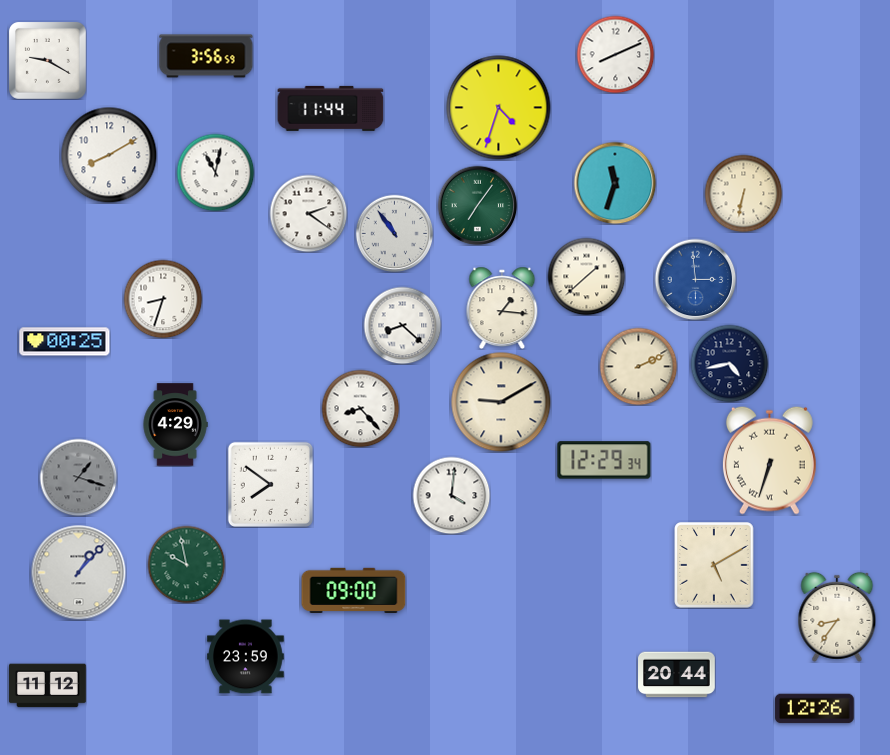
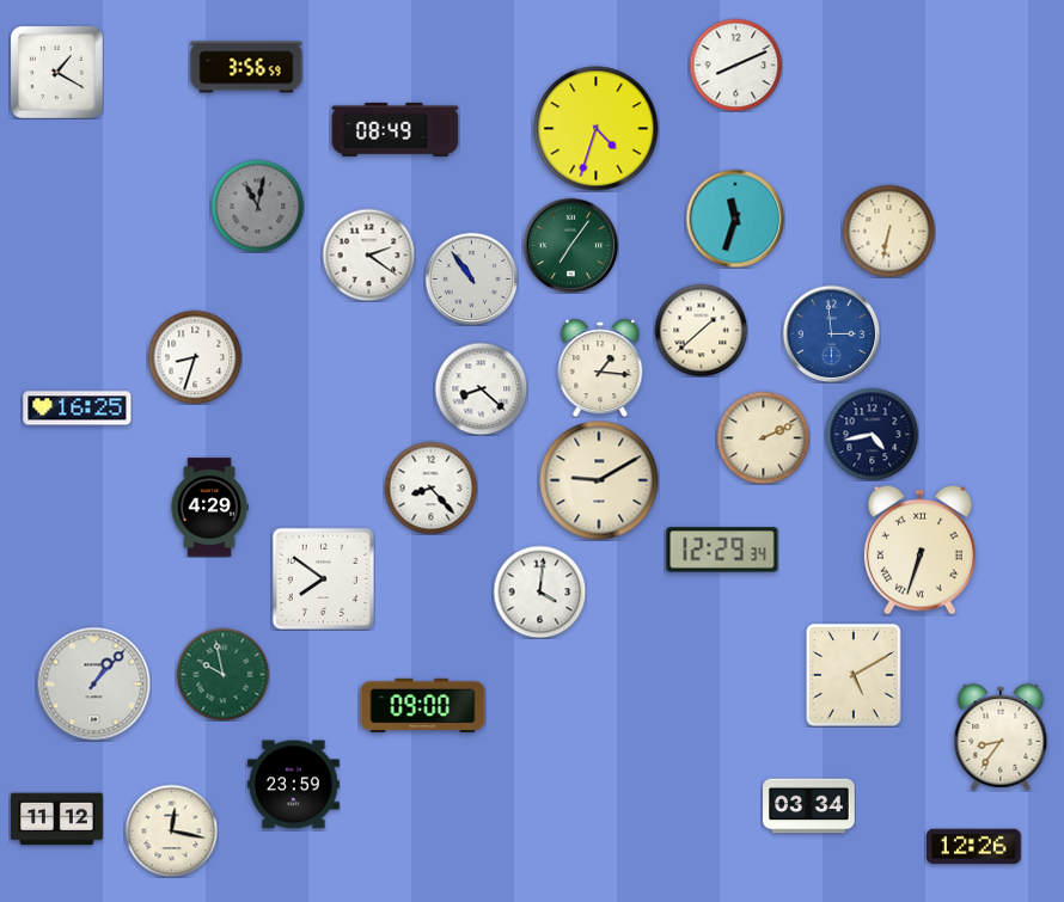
clock at (47, 60): 9:20 -> 1:20
clock at (331, 108): 11:44 -> 08:49
clock at (109, 155): 8:10 -> none
clock at (215, 172) dial: white -> grey
clock at (65, 342): 00:25 -> 16:25
clock at (78, 477): 1:18 -> none
clock at (677, 675): 20:44 -> 03:34
clock at (171, 830): none -> 12:17
